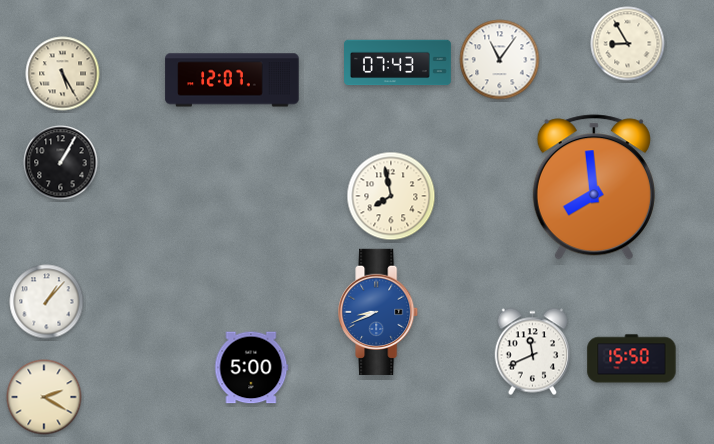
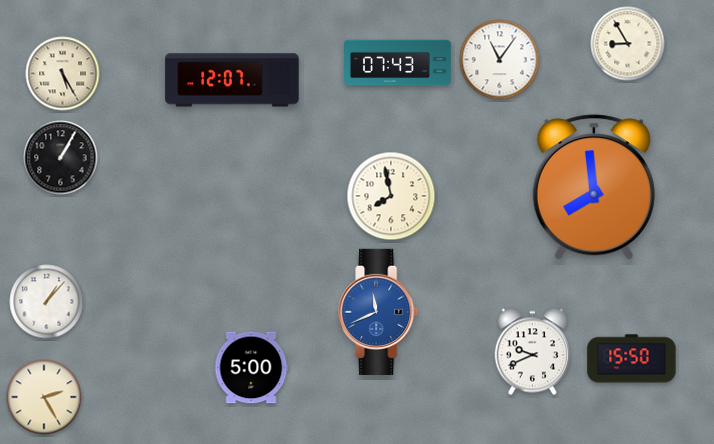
clock at (61, 163) position: (61, 163) -> (61, 158)
clock at (379, 312): 8:41 -> 11:41
clock at (533, 352): 11:41 -> 9:41
clock at (44, 397): 2:20 -> 2:25
